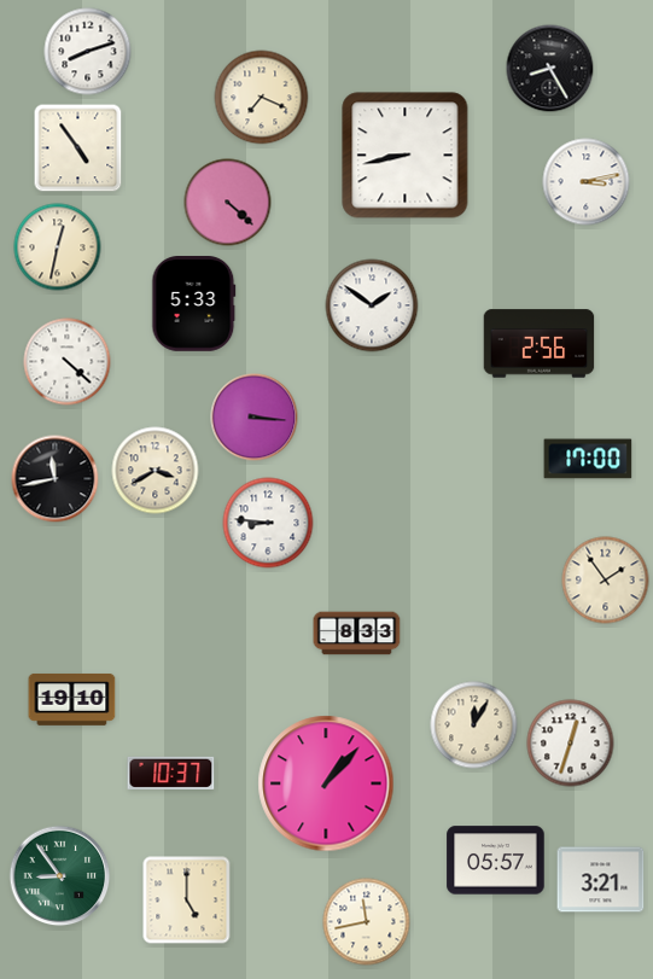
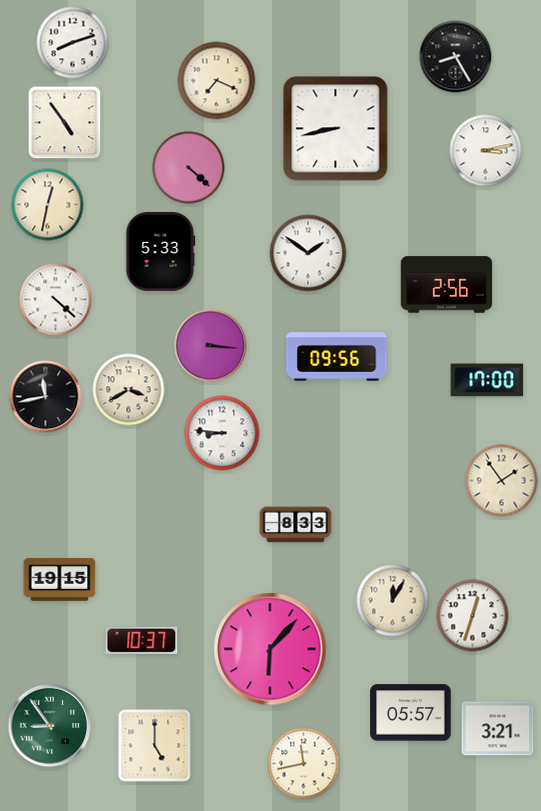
clock at (337, 357): none -> 09:56
clock at (72, 699): 19:10 -> 19:15
clock at (326, 783): 1:07 -> 6:07
